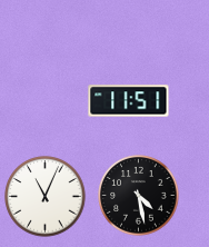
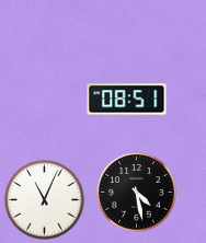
clock at (129, 101): 11:51 -> 08:51
clock at (46, 197) position: (46, 197) -> (45, 200)
